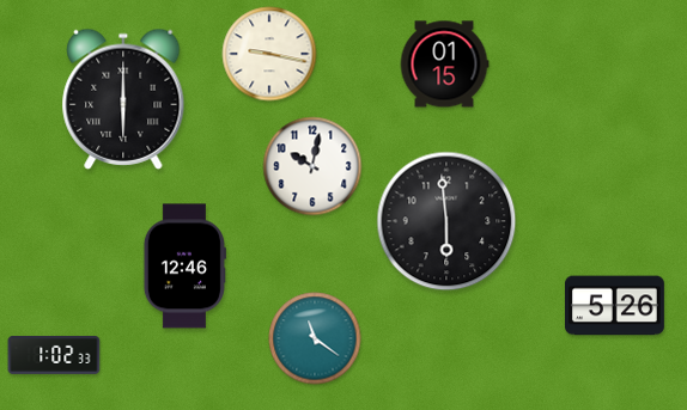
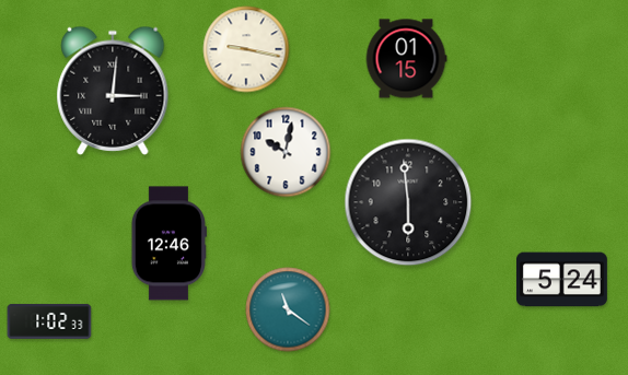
clock at (123, 99): 6:00 -> 3:01
clock at (615, 306): 5:26 -> 5:24
clock at (54, 355) position: (54, 355) -> (49, 321)
